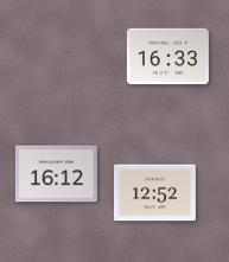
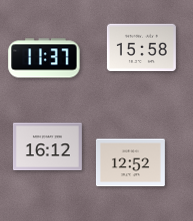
clock at (167, 57): 16:33 -> 15:58
clock at (44, 58): none -> 11:37
